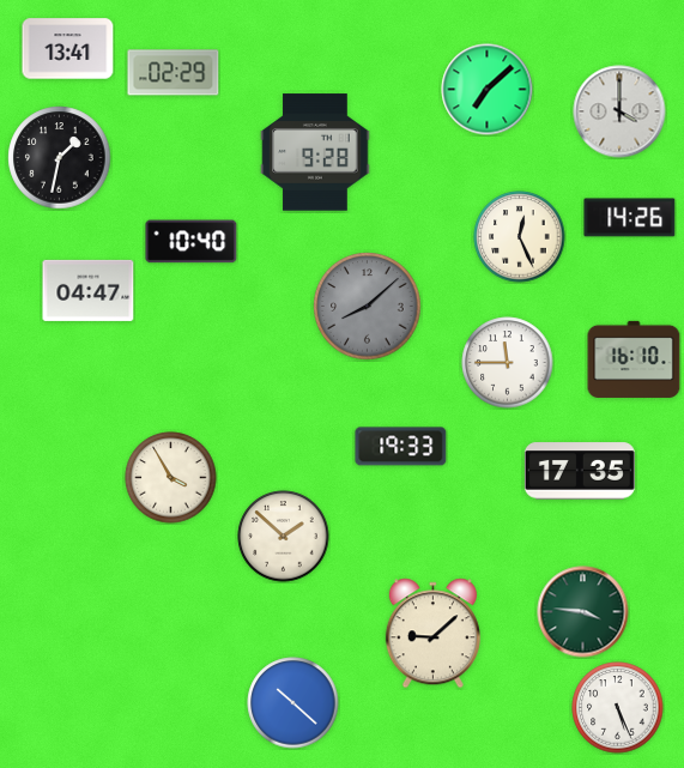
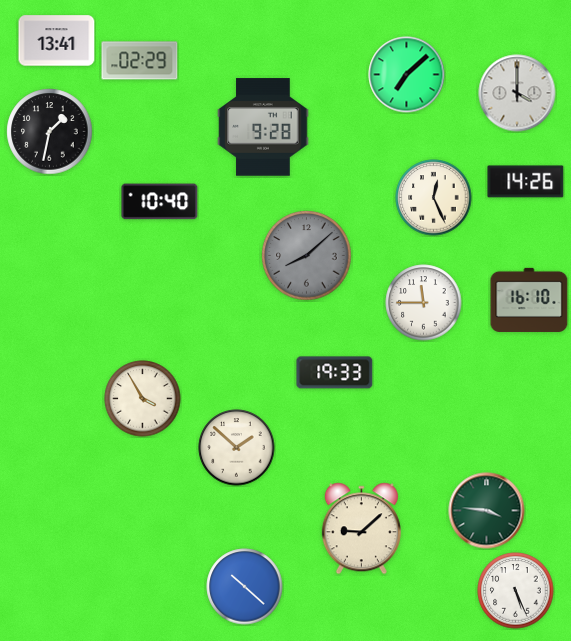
clock at (174, 73) position: (174, 73) -> (140, 61)
clock at (89, 290): 04:47 -> none
clock at (580, 471): 17:35 -> none
